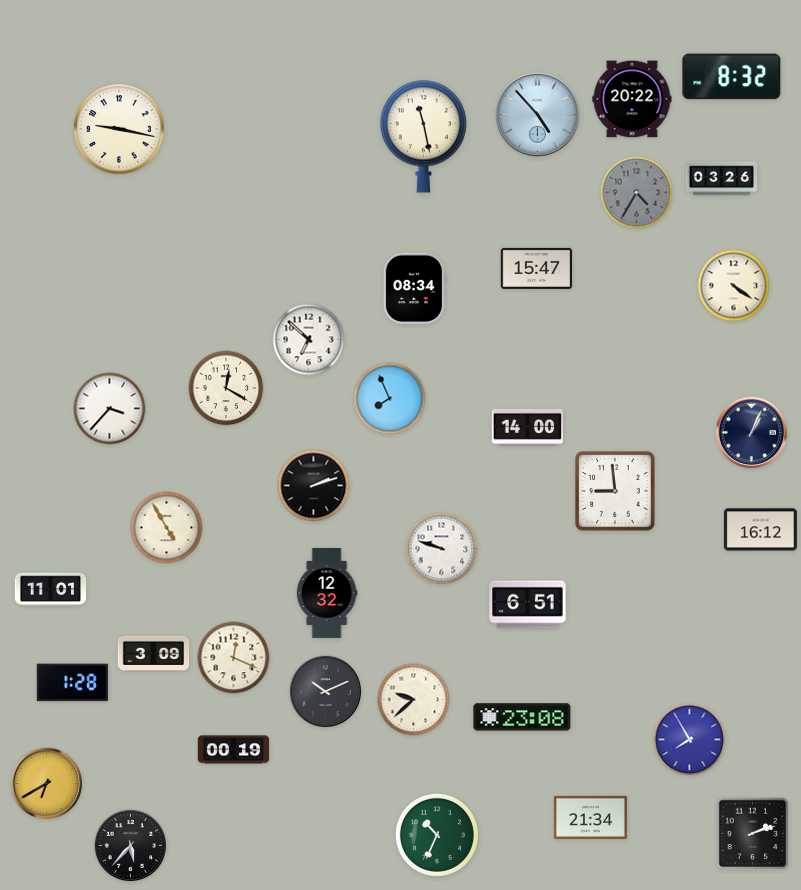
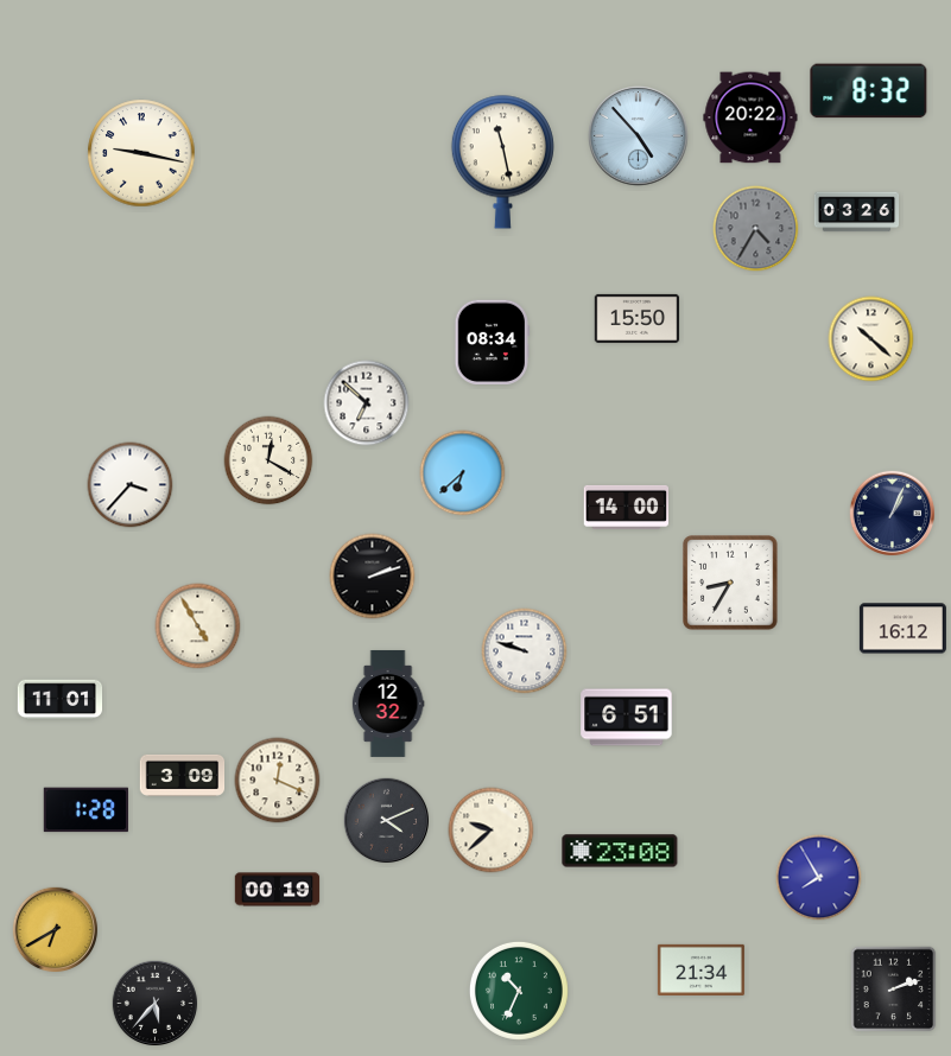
clock at (537, 268): 15:47 -> 15:50
clock at (734, 286): 4:21 -> 10:22
clock at (390, 399): 7:56 -> 6:38
clock at (615, 491): 8:59 -> 8:35
clock at (326, 692): 10:11 -> 4:11
